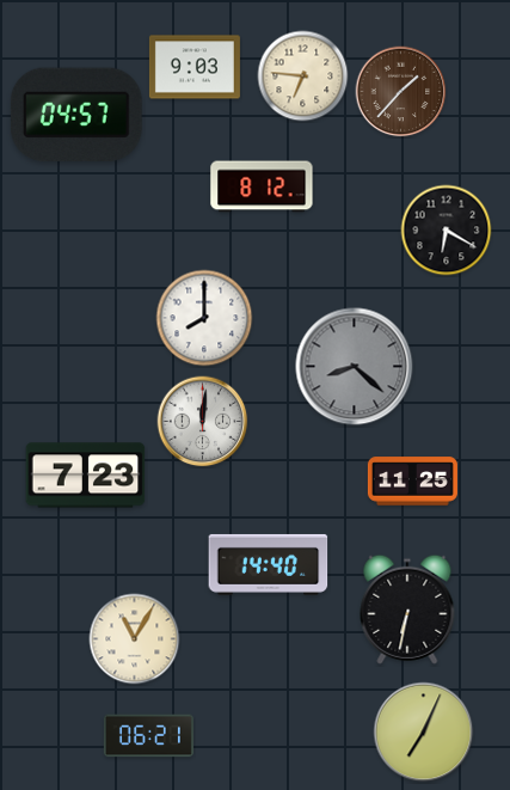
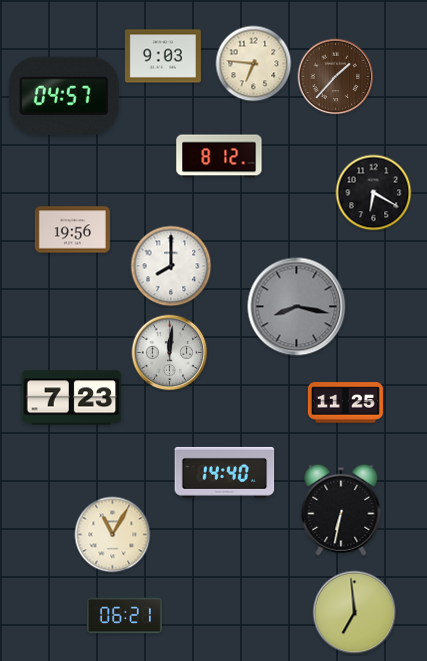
clock at (72, 230): none -> 19:56
clock at (355, 367): 8:22 -> 8:17
clock at (424, 733): 7:04 -> 6:59
